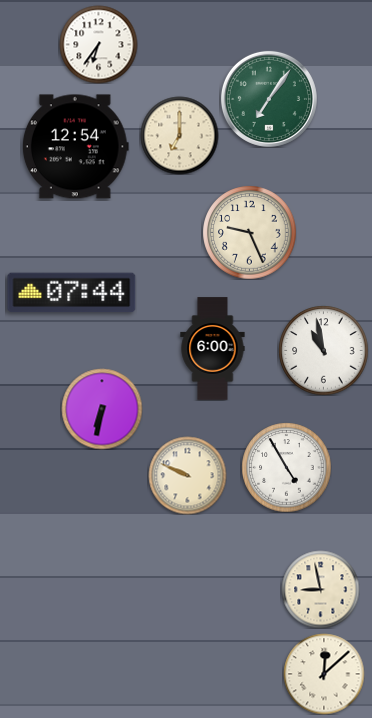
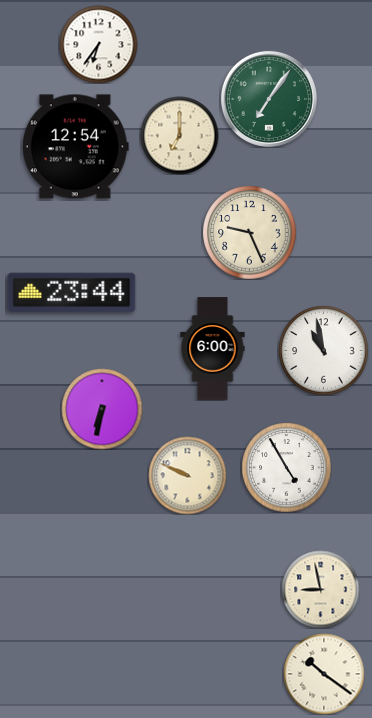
clock at (72, 293): 07:44 -> 23:44
clock at (324, 674): 12:08 -> 10:21
